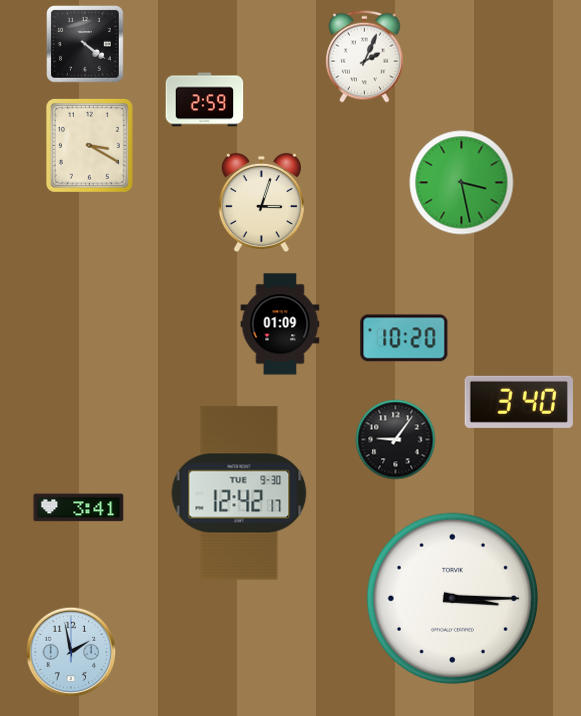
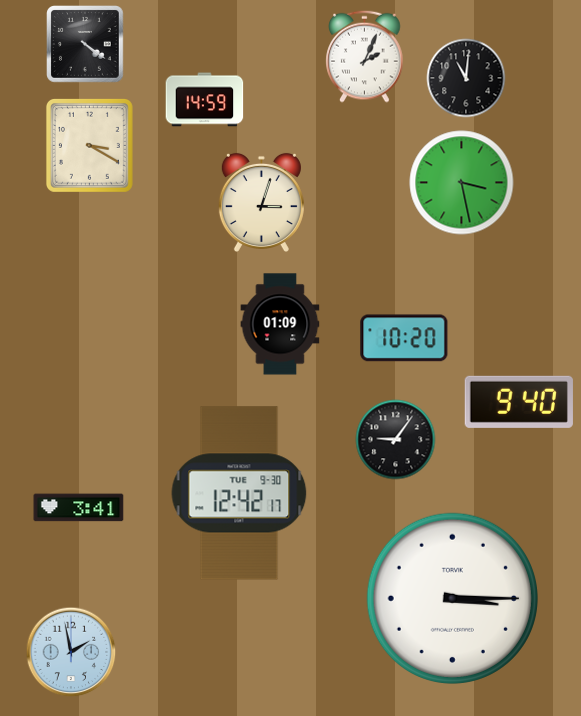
clock at (466, 78): none -> 11:01
clock at (205, 100): 2:59 -> 14:59
clock at (519, 402): 3:40 -> 9:40
